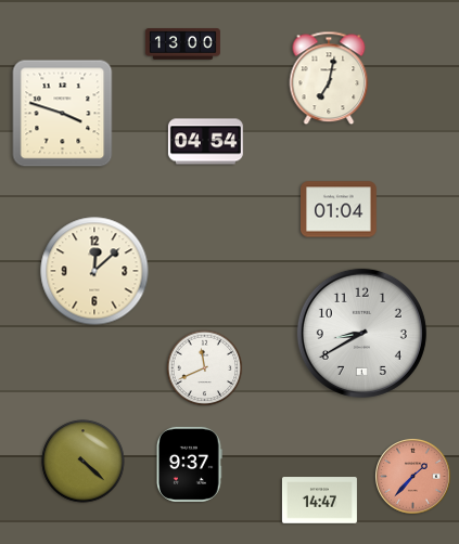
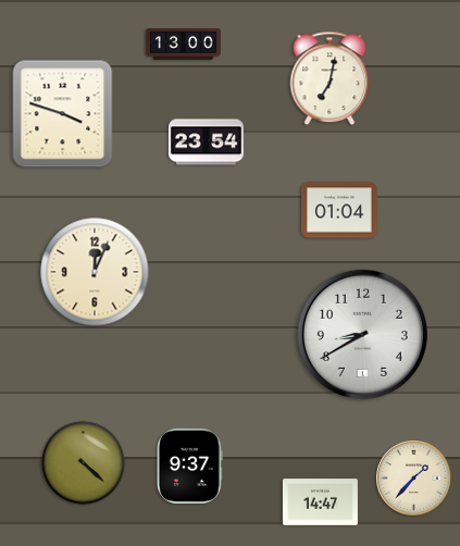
clock at (205, 142): 04:54 -> 23:54
clock at (94, 271): 12:08 -> 12:04
clock at (205, 368): 11:41 -> none
clock at (413, 477) dial: salmon -> cream
